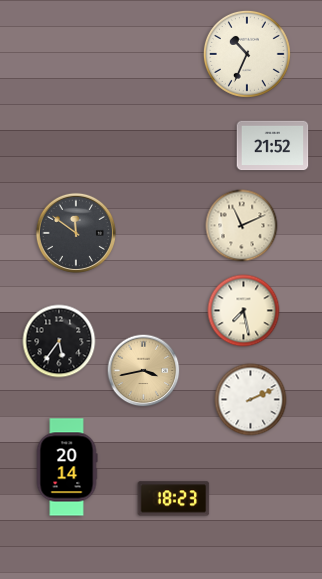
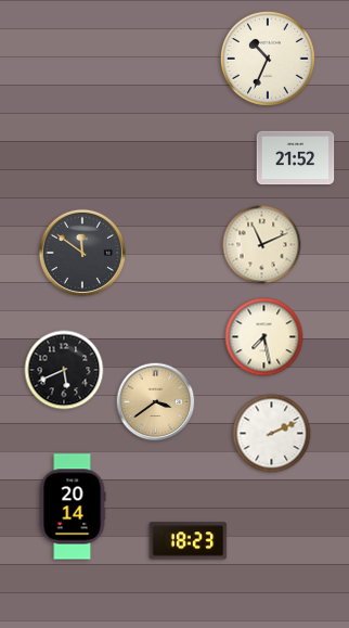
clock at (59, 341): 5:36 -> 5:41
clock at (144, 371): 3:43 -> 3:39
